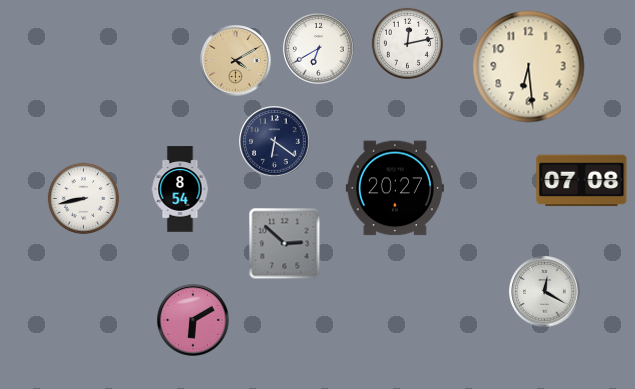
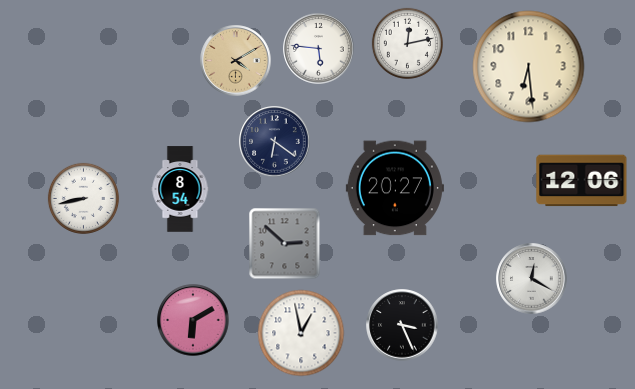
clock at (319, 49): 6:40 -> 5:46
clock at (582, 181): 07:08 -> 12:06
clock at (545, 292) position: (545, 292) -> (532, 279)
clock at (402, 325): none -> 3:26
clock at (301, 333): none -> 12:58
